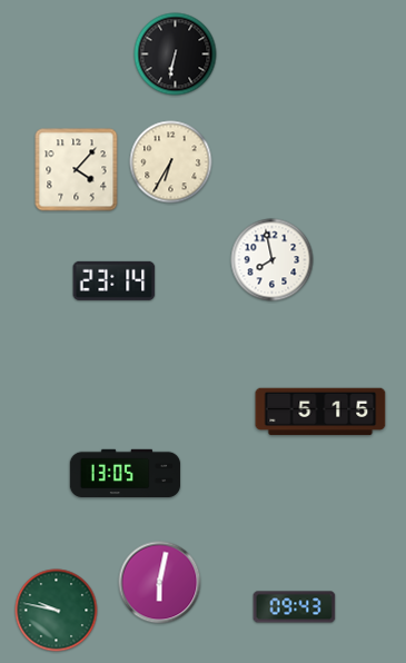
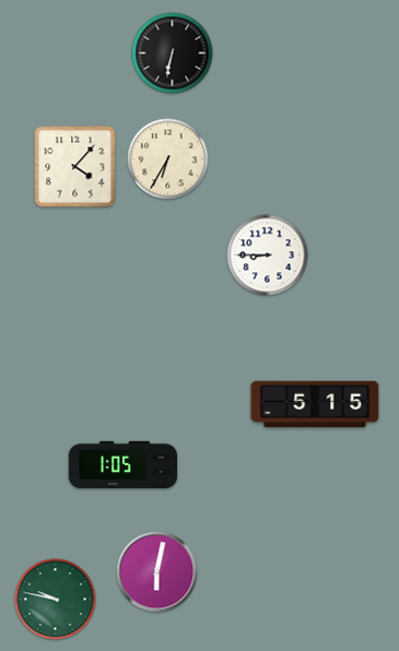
clock at (273, 260): 7:58 -> 8:45
clock at (115, 280): 23:14 -> none
clock at (126, 474): 13:05 -> 1:05
clock at (295, 607): 09:43 -> none
